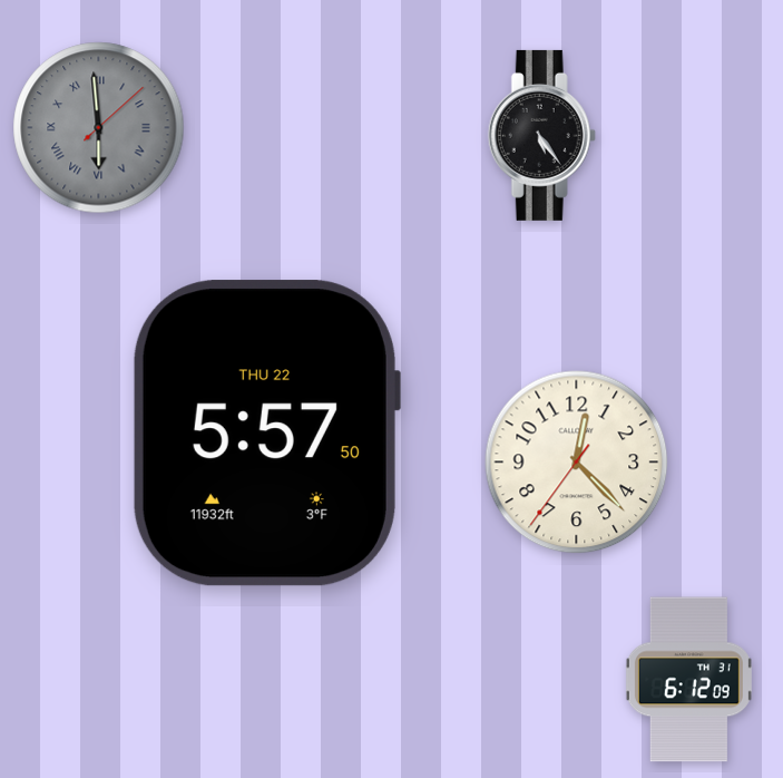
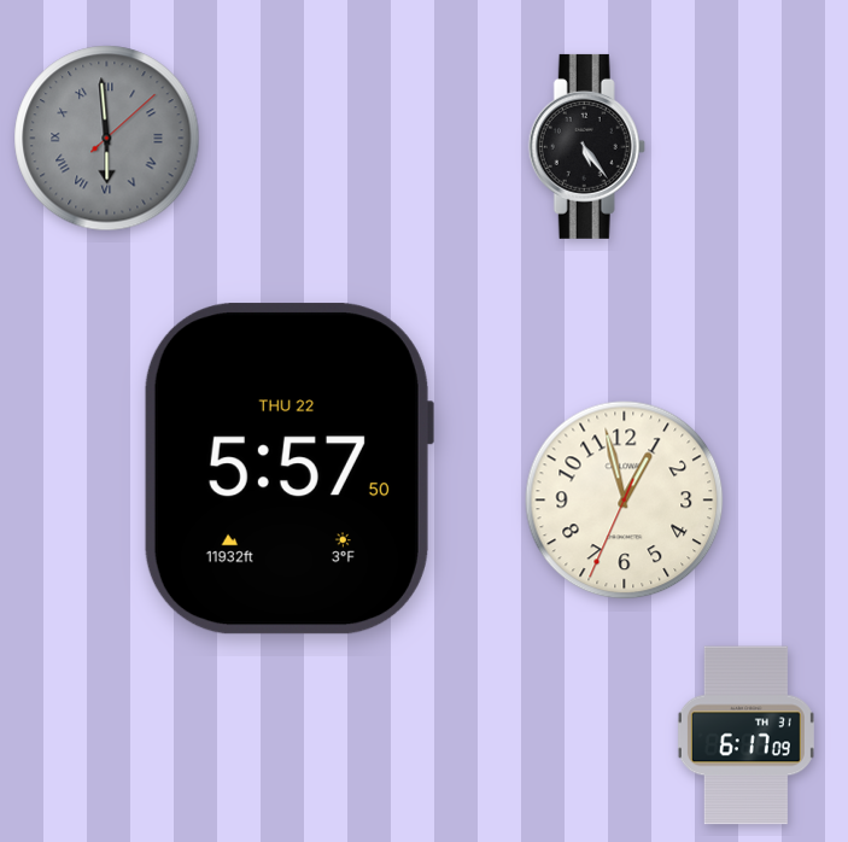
clock at (577, 463): 12:22 -> 12:57
clock at (688, 680): 6:12 -> 6:17
